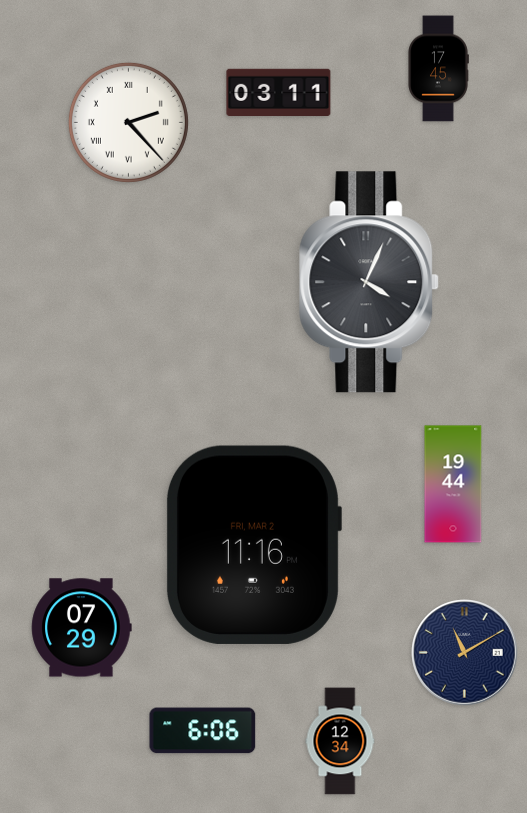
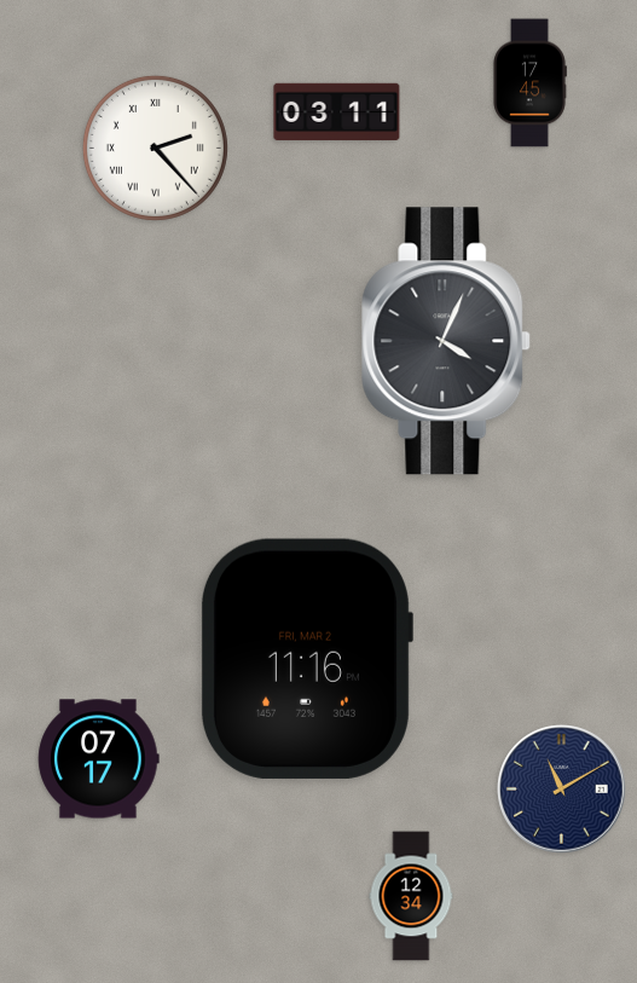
clock at (453, 484): 19:44 -> none
clock at (82, 628): 07:29 -> 07:17
clock at (203, 731): 6:06 -> none
